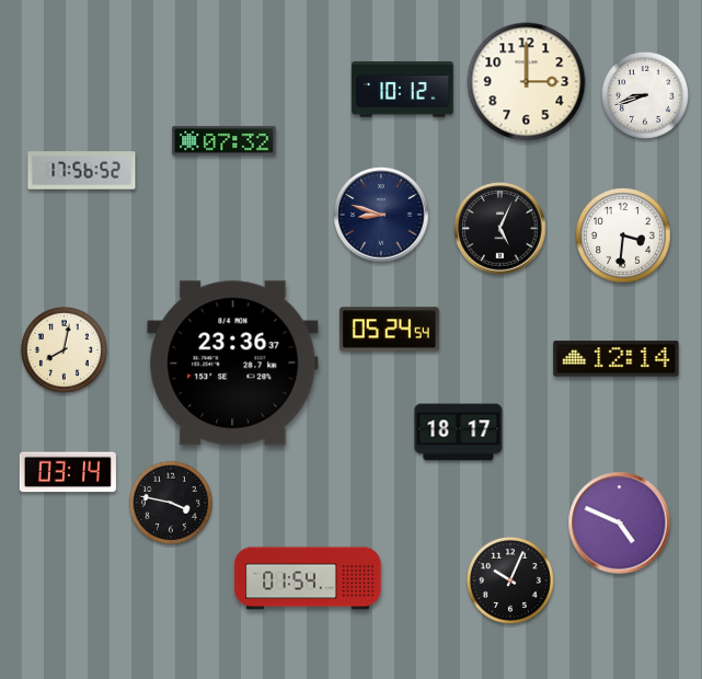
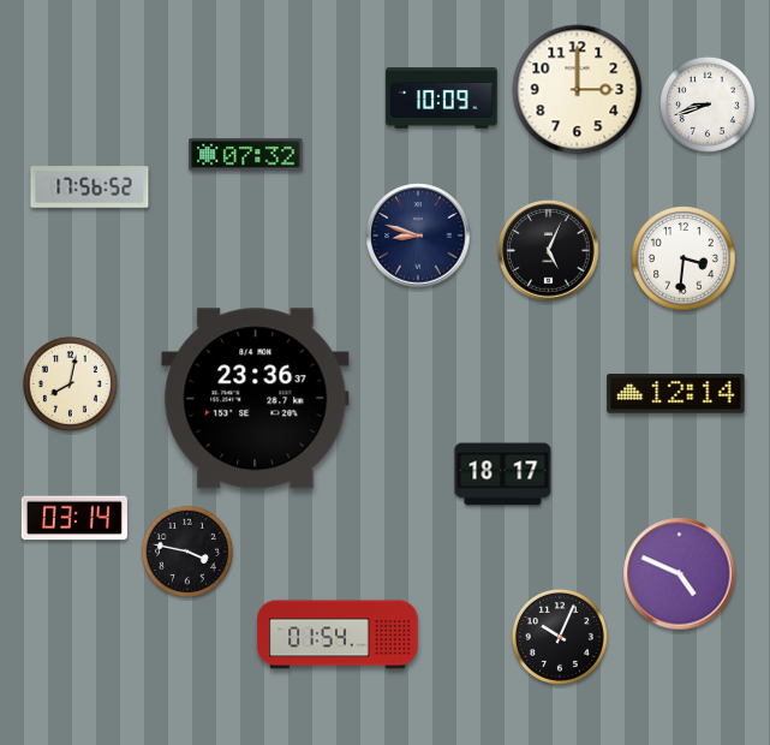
clock at (403, 90): 10:12 -> 10:09
clock at (389, 330): 05:24 -> none
